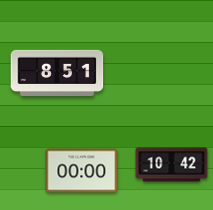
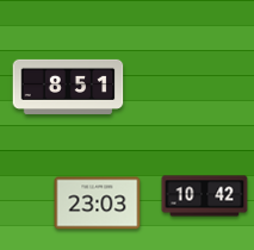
clock at (82, 171): 00:00 -> 23:03
